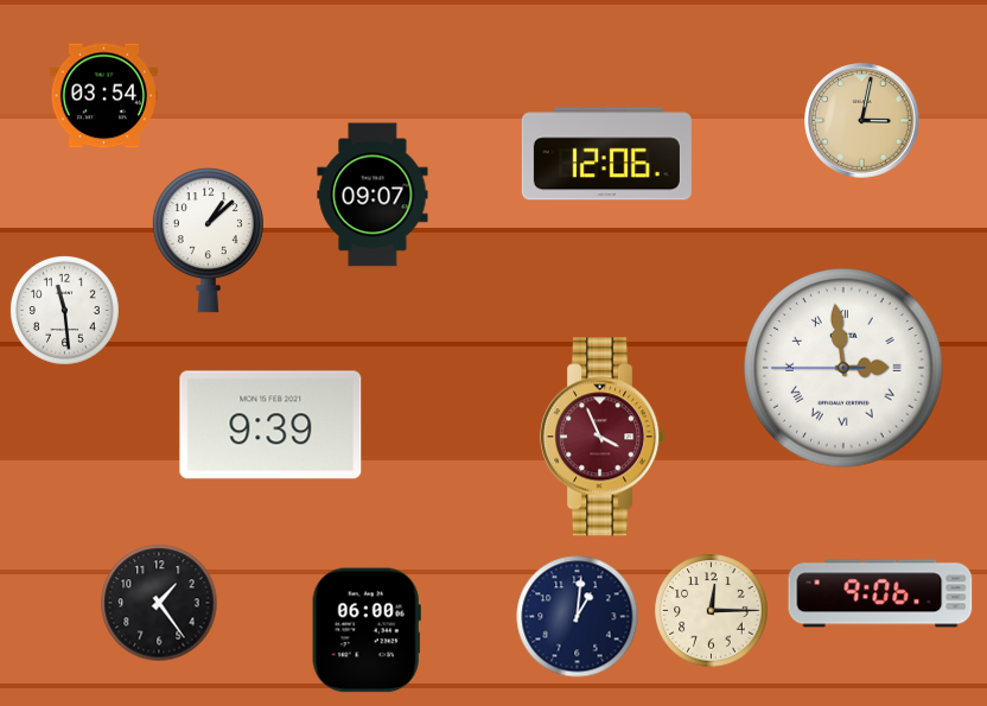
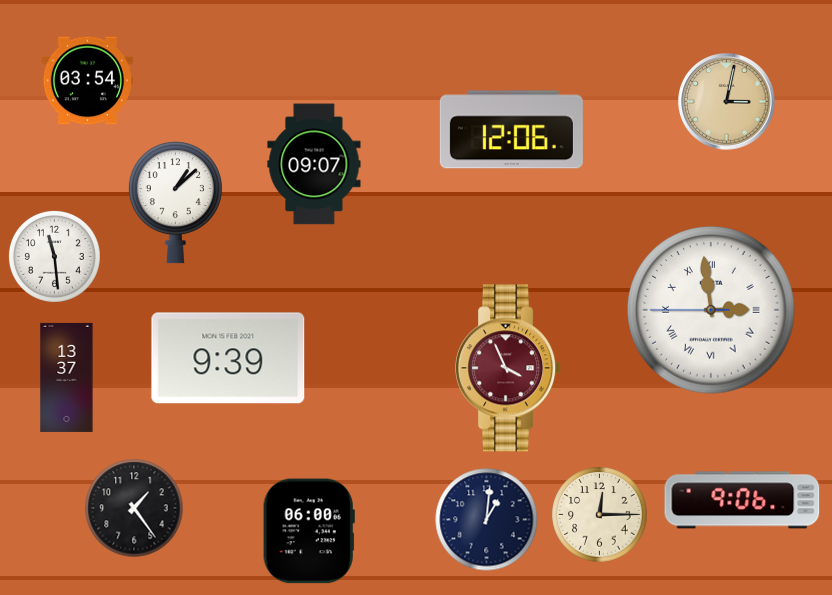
clock at (65, 310) position: (65, 310) -> (55, 256)
clock at (67, 377): none -> 13:37
